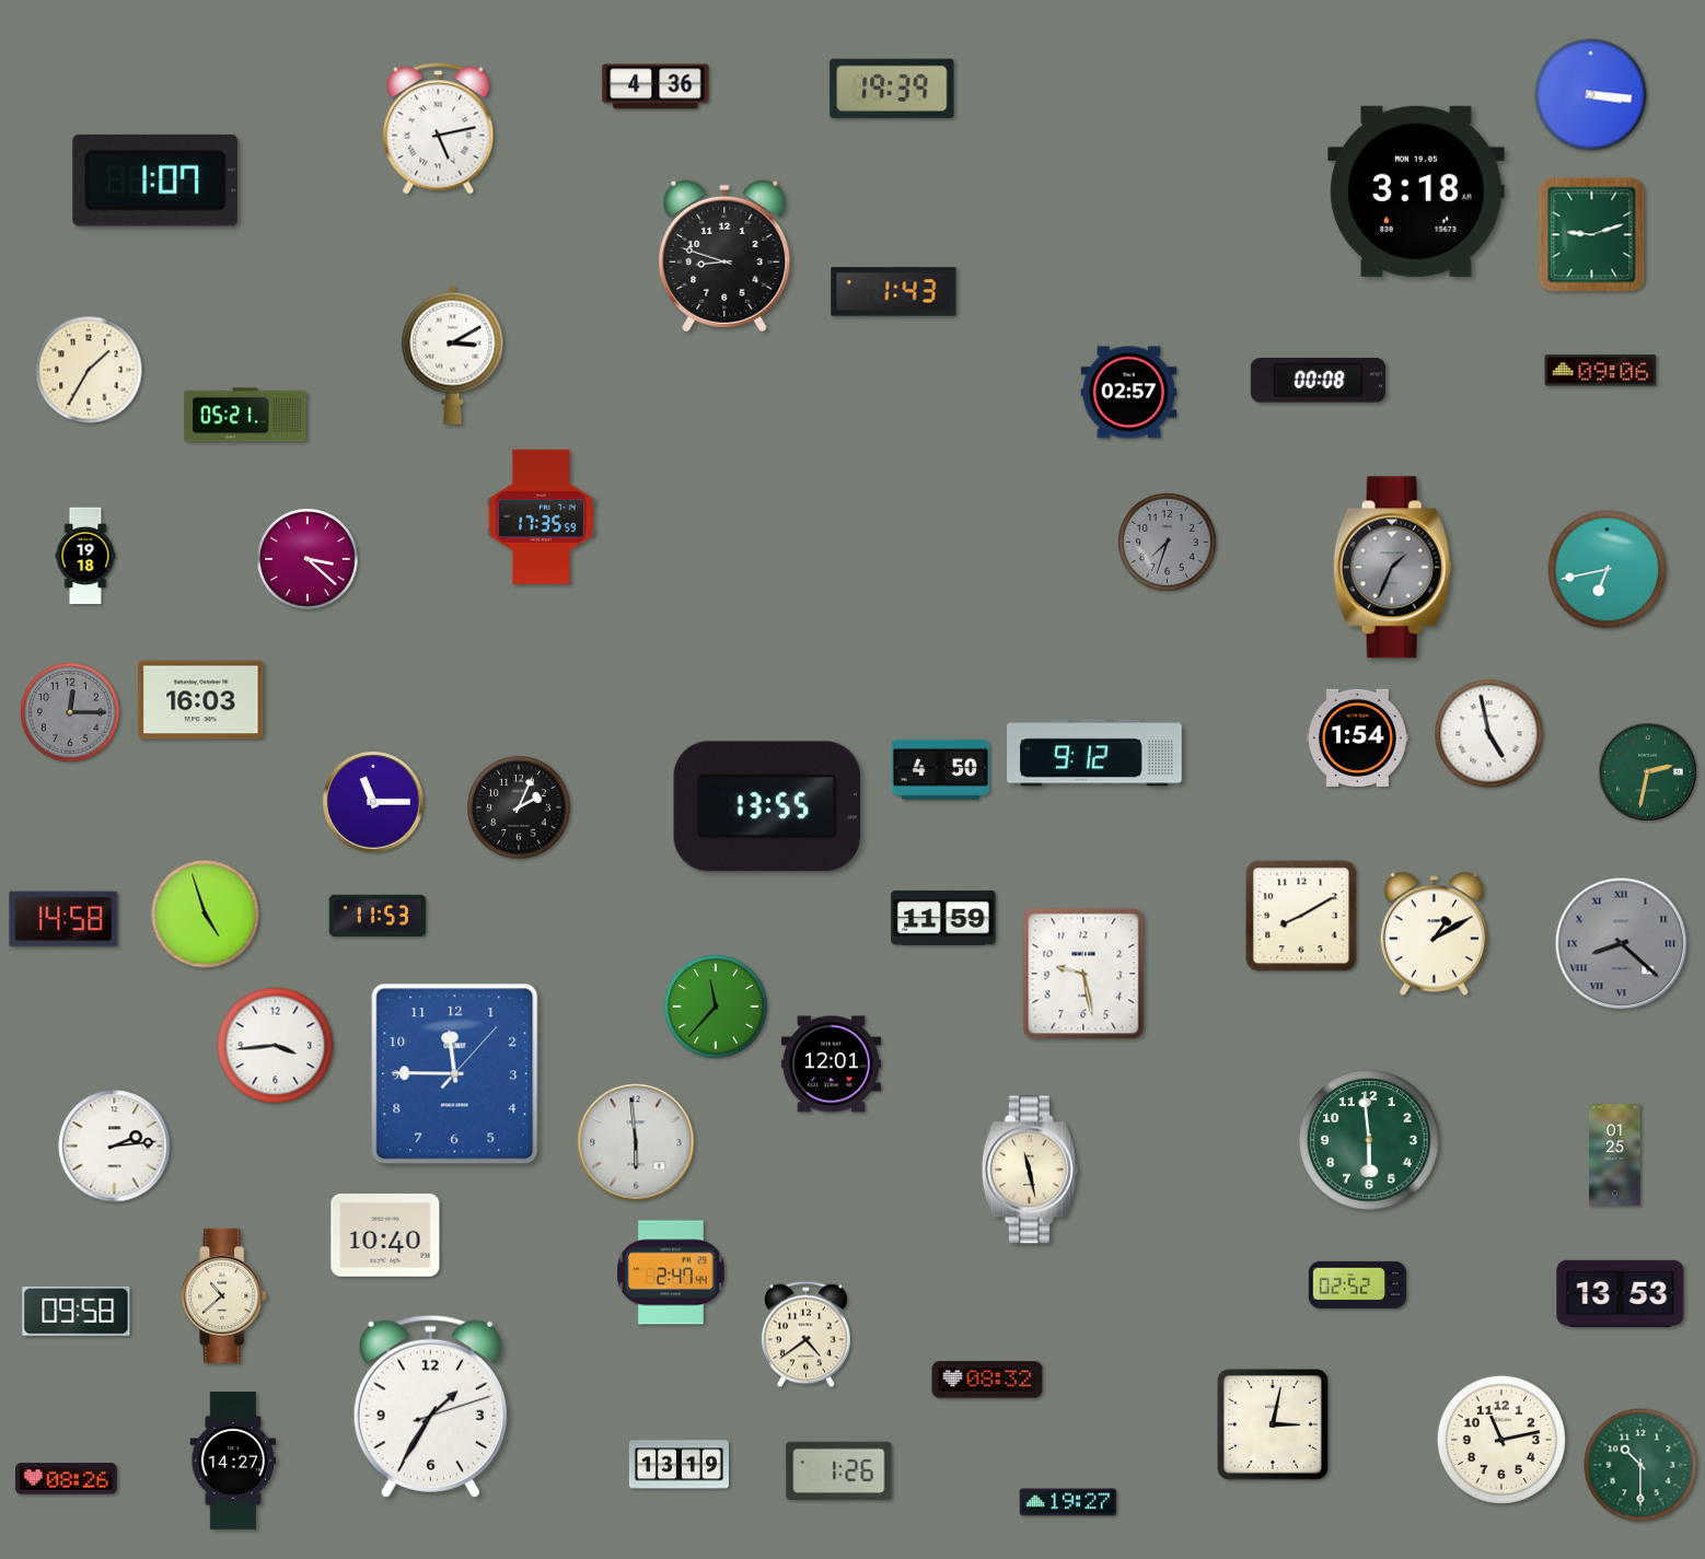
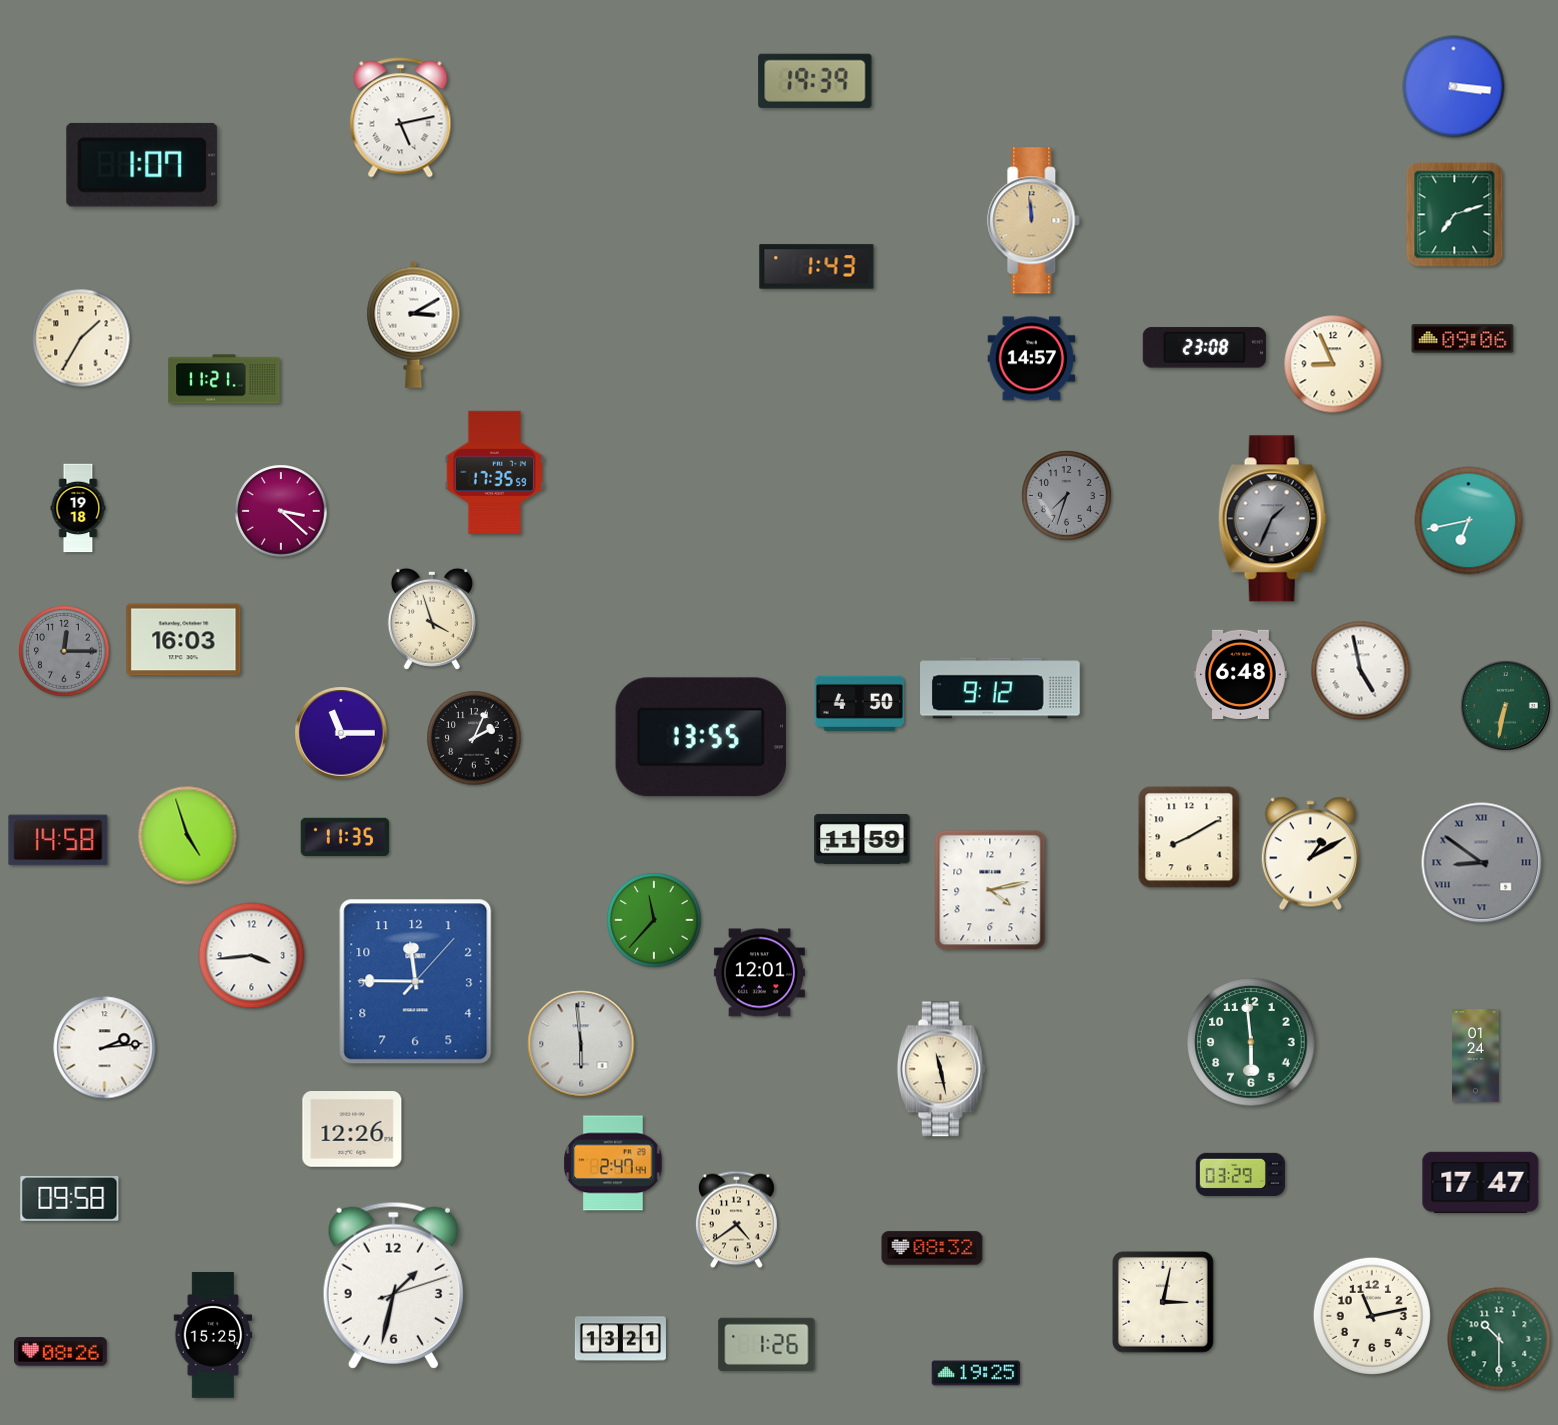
clock at (656, 86): 4:36 -> none
clock at (1416, 191): 3:18 -> none
clock at (1592, 235): 9:12 -> 7:12
clock at (1034, 221): none -> 11:59
clock at (724, 256): 8:48 -> none
clock at (1318, 381): 00:08 -> 23:08
clock at (1129, 393): 02:57 -> 14:57
clock at (1333, 364): none -> 8:56
clock at (245, 415): 05:21 -> 11:21
clock at (432, 619): none -> 3:57
clock at (1358, 737): 1:54 -> 6:48
clock at (1648, 772): 2:32 -> 6:32
clock at (378, 915): 11:53 -> 11:35
clock at (1622, 944): 8:22 -> 8:51
clock at (1083, 974): 9:28 -> 4:13
clock at (1615, 1155): 01:25 -> 01:24
clock at (385, 1236): 10:40 -> 12:26
clock at (1358, 1284): 02:52 -> 03:29
clock at (1621, 1293): 13:53 -> 17:47
clock at (224, 1295): 10:38 -> none
clock at (987, 1380) position: (987, 1380) -> (932, 1248)
clock at (430, 1406): 1:35 -> 1:32
clock at (233, 1462): 14:27 -> 15:25
clock at (678, 1465): 13:19 -> 13:21
clock at (1068, 1502): 19:27 -> 19:25
